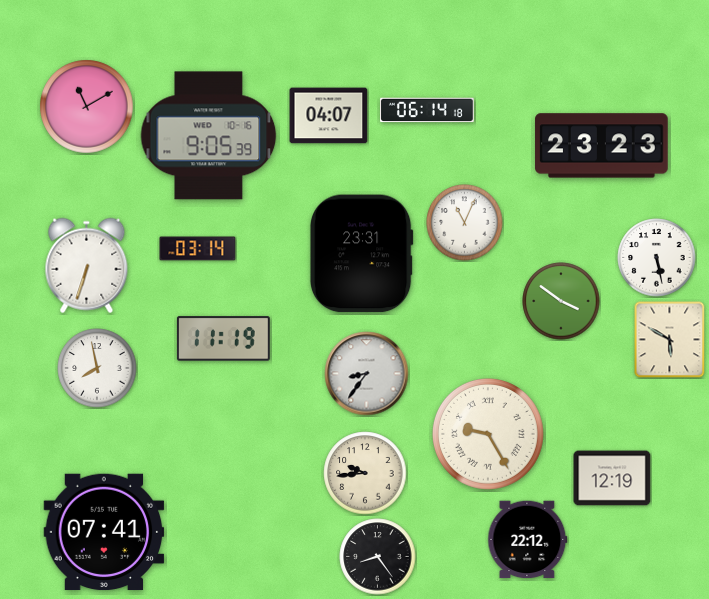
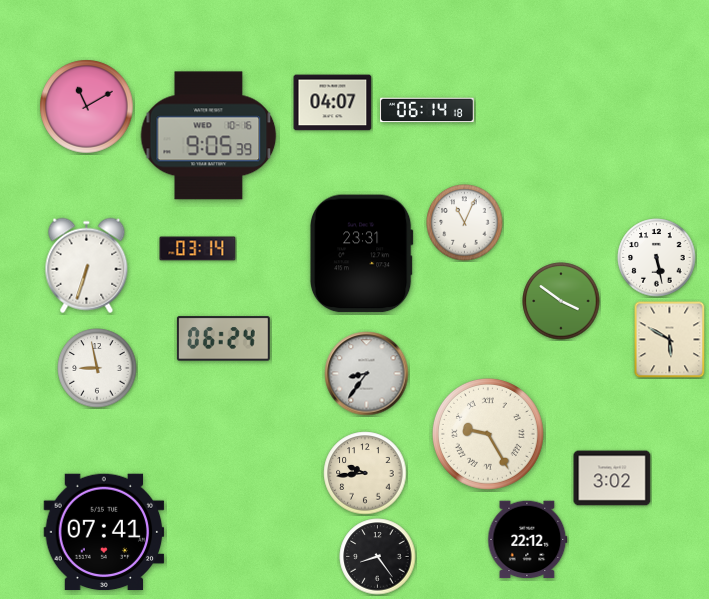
clock at (329, 116) position: (329, 116) -> (333, 103)
clock at (602, 146): 23:23 -> none
clock at (223, 339): 11:19 -> 06:24
clock at (97, 368): 7:58 -> 8:58
clock at (612, 478): 12:19 -> 3:02
